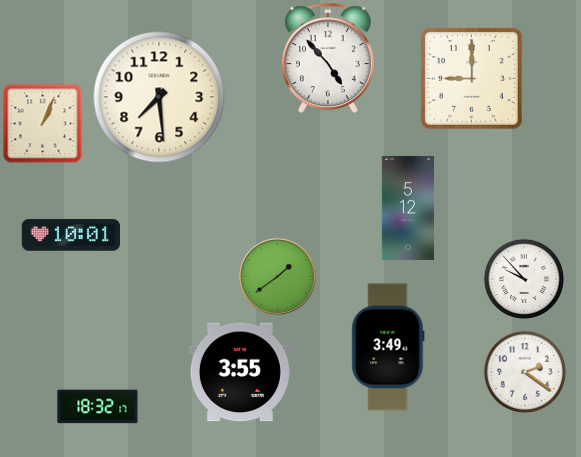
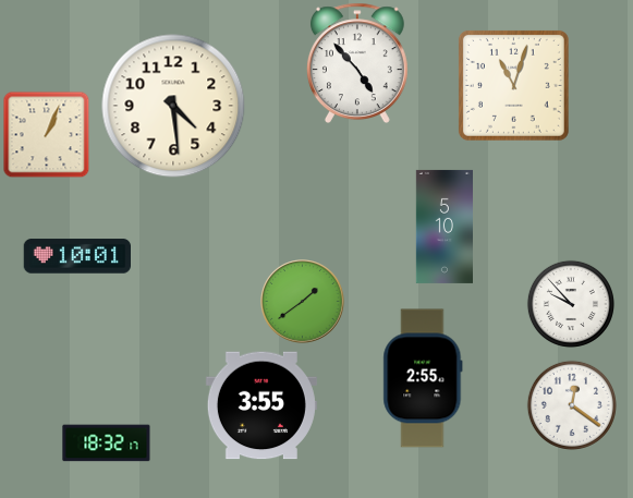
clock at (471, 78): 9:00 -> 11:03
clock at (159, 97): 7:29 -> 4:29
clock at (407, 208): 5:12 -> 5:10
clock at (388, 347): 3:49 -> 2:55
clock at (525, 372): 2:21 -> 12:21
